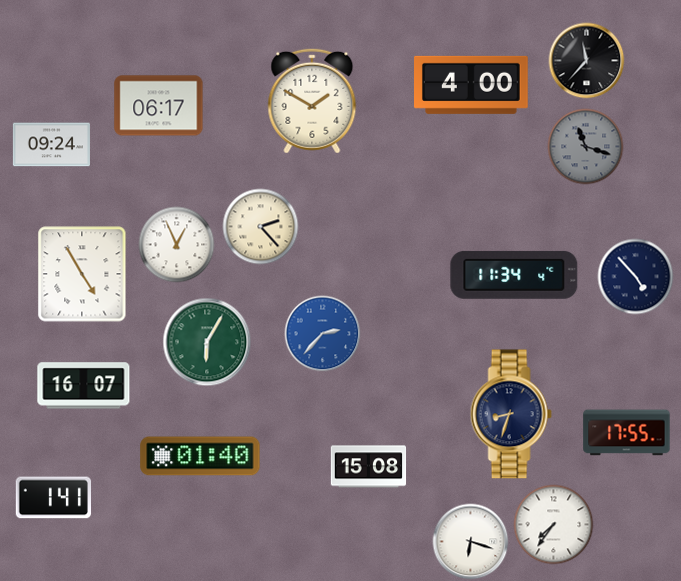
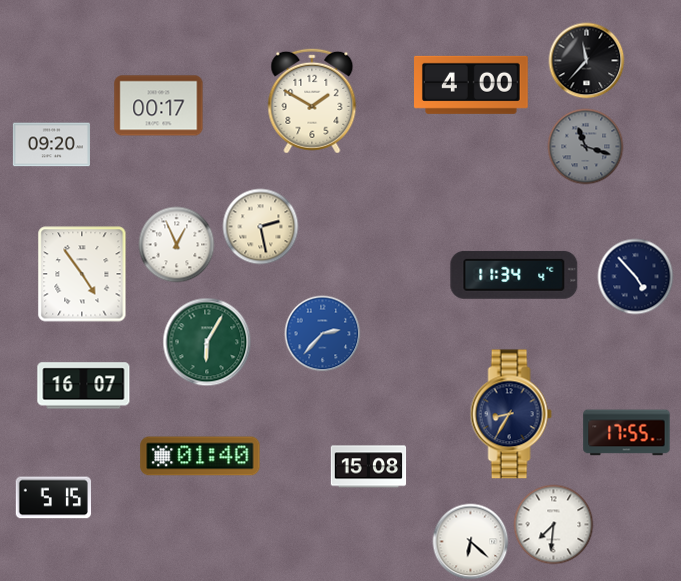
clock at (159, 106): 06:17 -> 00:17
clock at (51, 145): 09:24 -> 09:20
clock at (261, 227): 2:23 -> 2:28
clock at (82, 274): 4:55 -> 4:54
clock at (511, 414): 8:33 -> 8:35
clock at (53, 498): 1:41 -> 5:15
clock at (554, 525): 7:36 -> 7:31
clock at (471, 542): 6:18 -> 6:22
